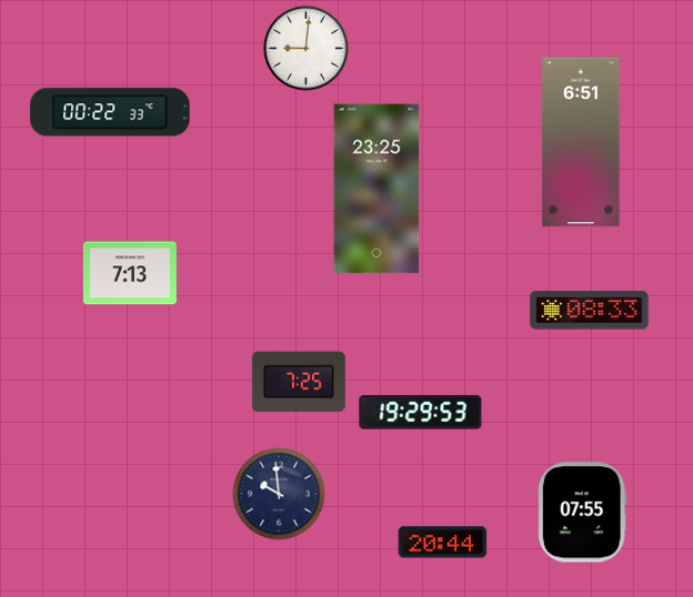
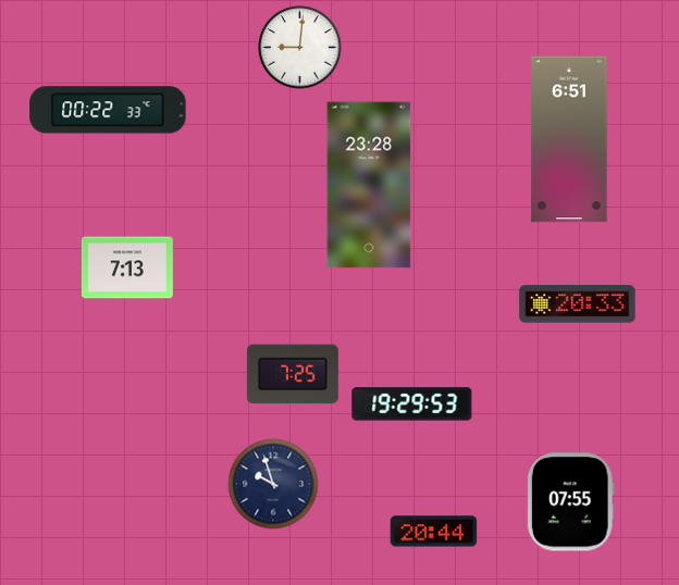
clock at (376, 189): 23:25 -> 23:28
clock at (590, 311): 08:33 -> 20:33
clock at (279, 494): 9:59 -> 9:57
